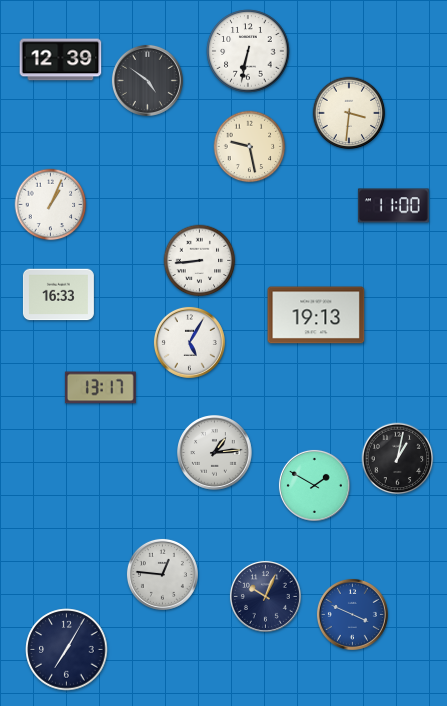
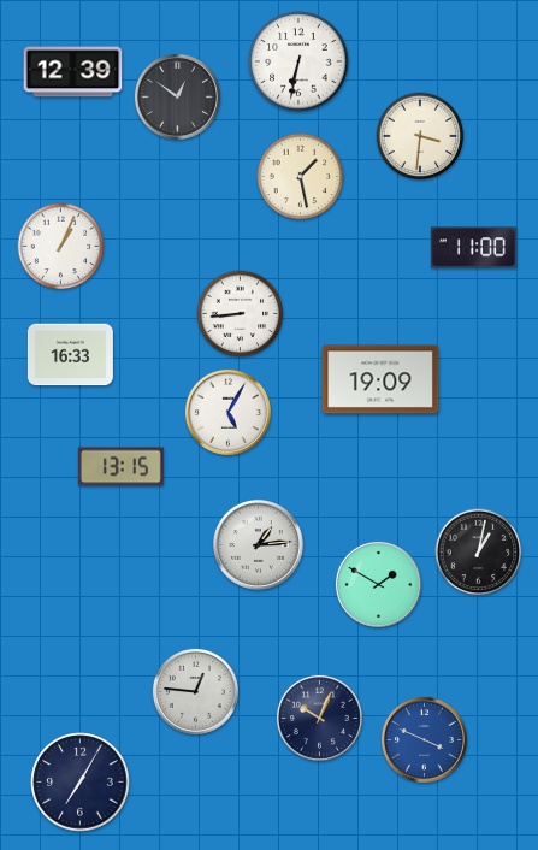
clock at (147, 80): 4:51 -> 12:51
clock at (250, 147): 9:28 -> 1:28
clock at (316, 315): 19:13 -> 19:09
clock at (100, 388): 13:17 -> 13:15
